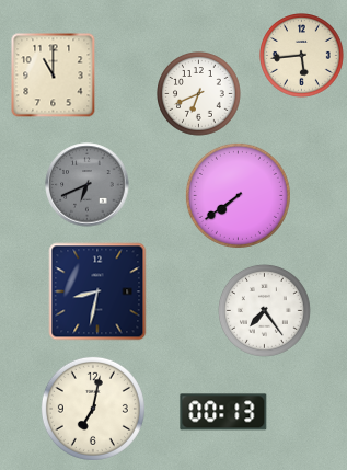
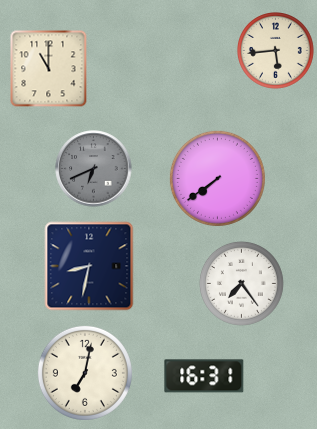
clock at (199, 94): 6:41 -> none
clock at (88, 185) position: (88, 185) -> (94, 169)
clock at (223, 412): 00:13 -> 16:31
